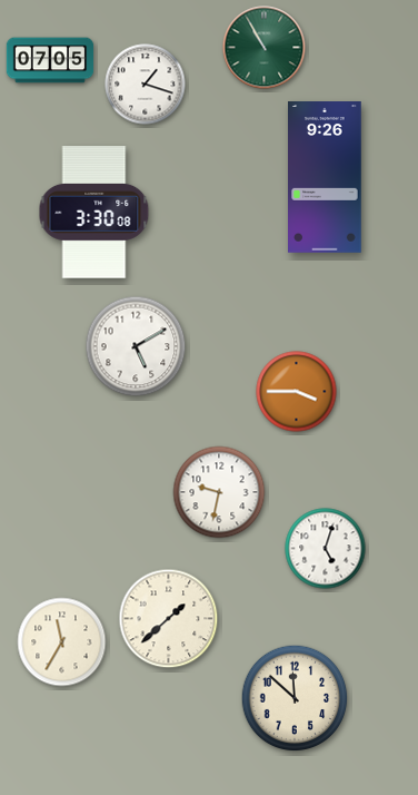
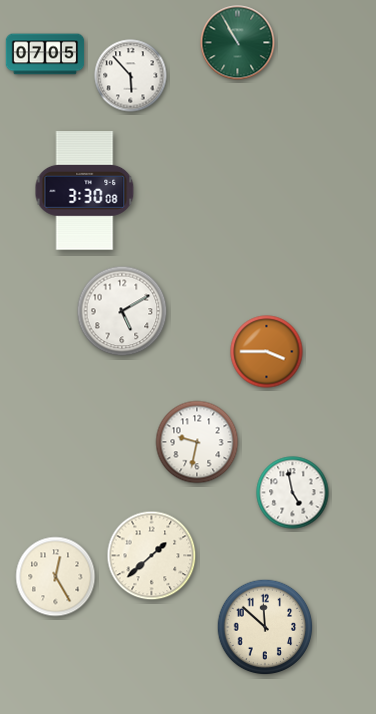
clock at (146, 85): 1:18 -> 5:53
clock at (325, 178): 9:26 -> none
clock at (326, 549): 5:03 -> 4:58
clock at (62, 642): 11:35 -> 12:25
